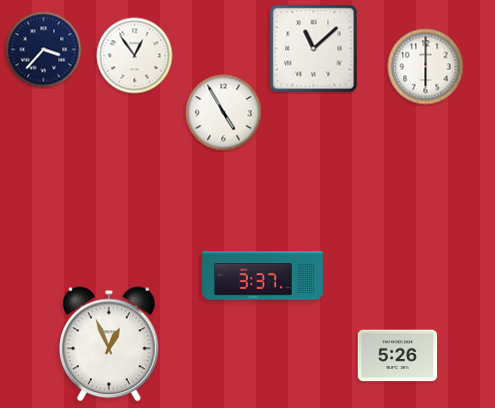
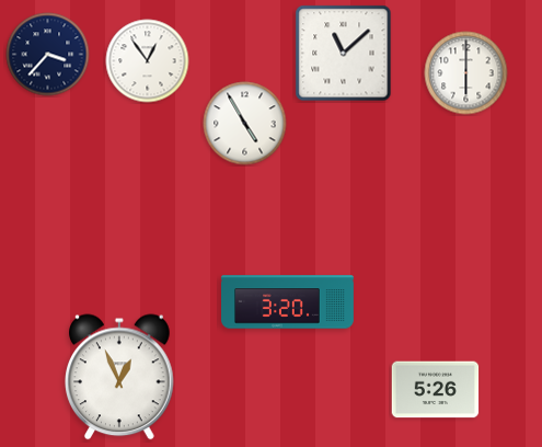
clock at (263, 276): 3:37 -> 3:20
